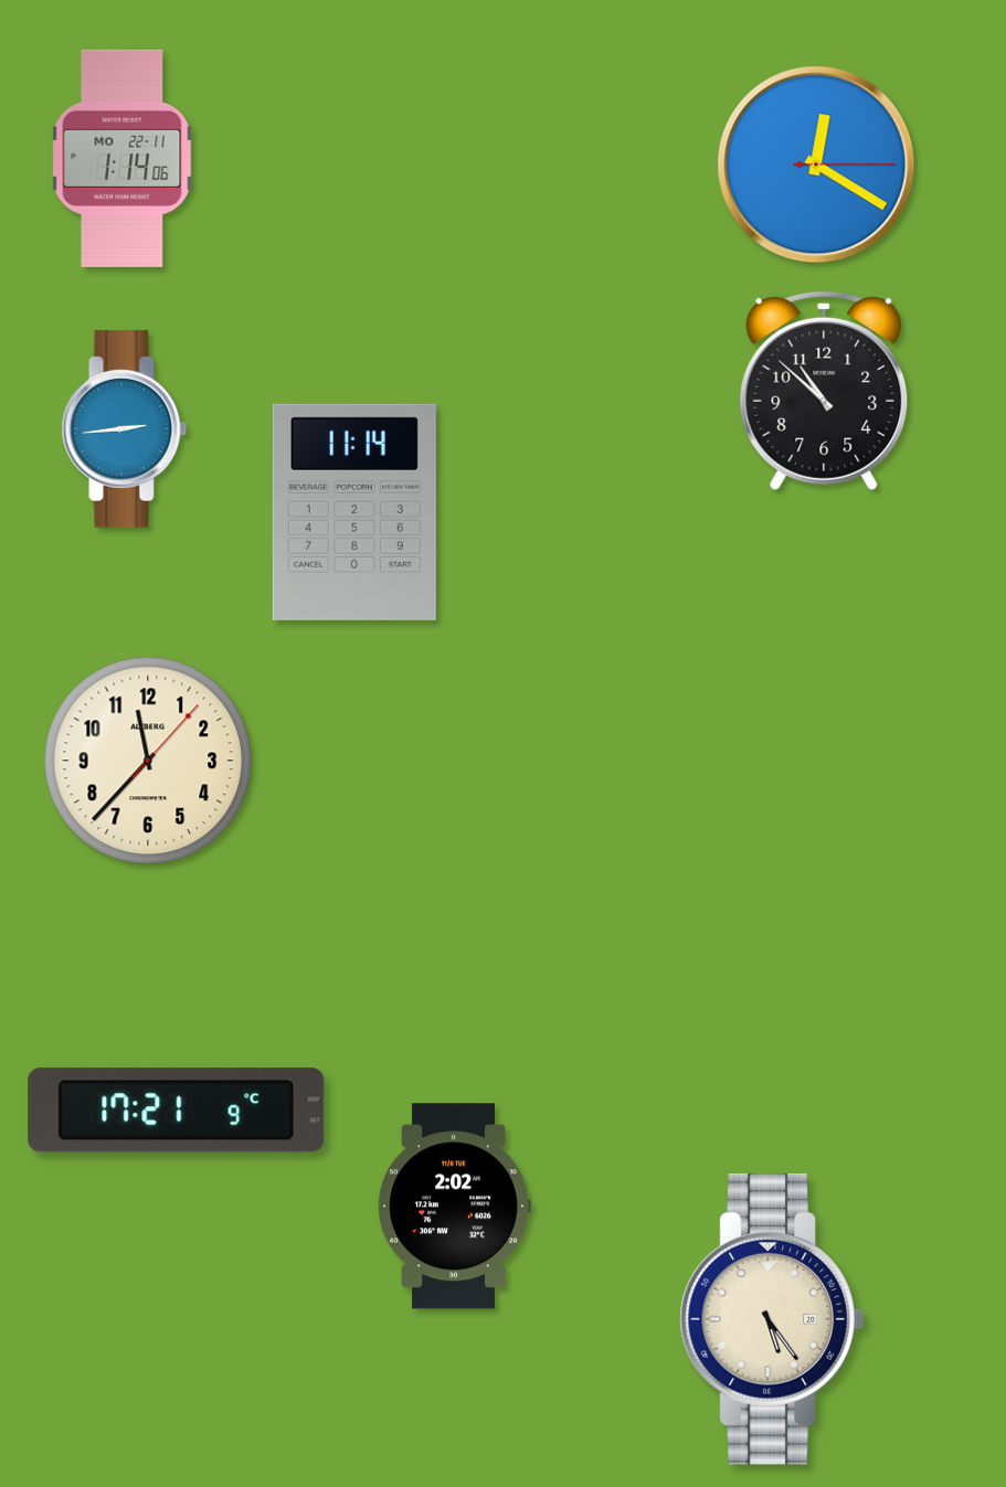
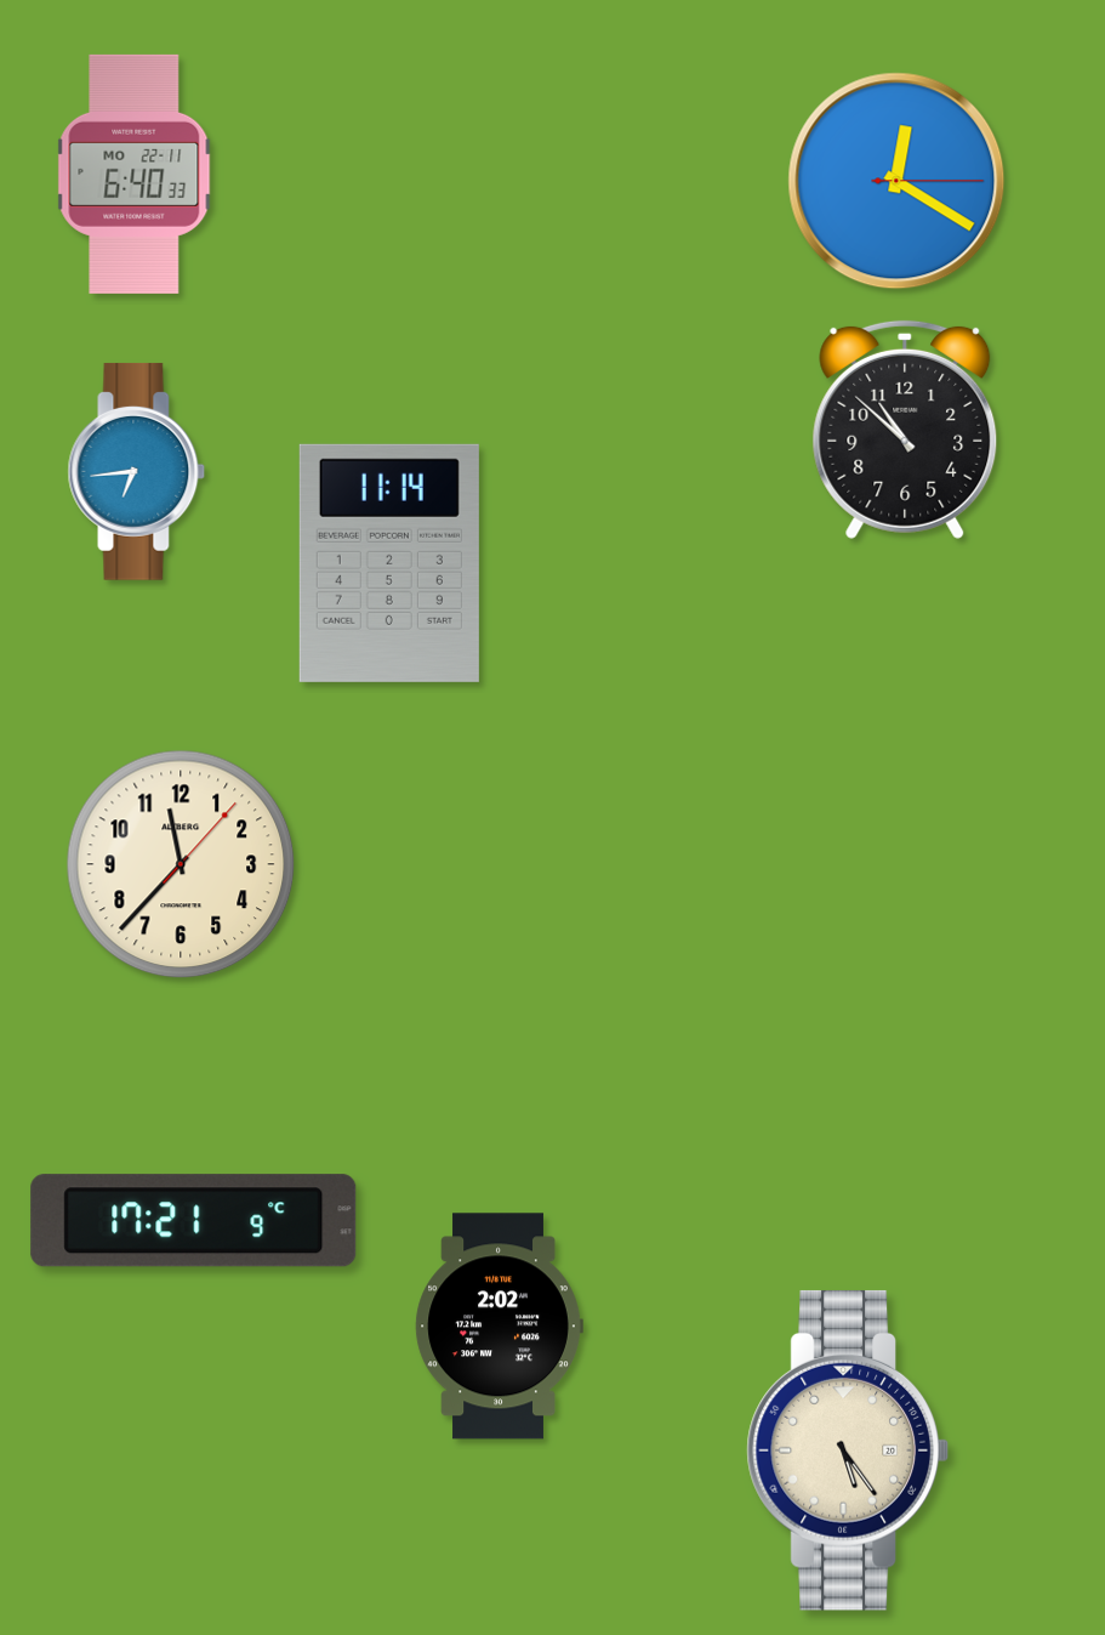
clock at (123, 158): 1:14 -> 6:40
clock at (125, 428): 2:44 -> 6:44
clock at (148, 761) position: (148, 761) -> (181, 864)
